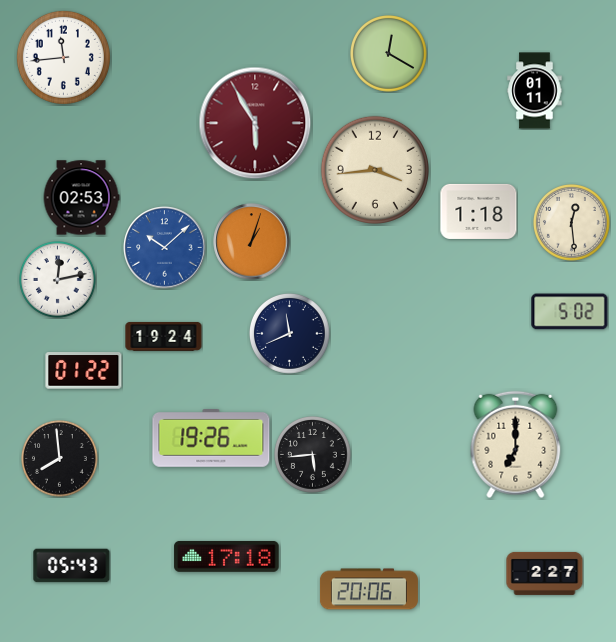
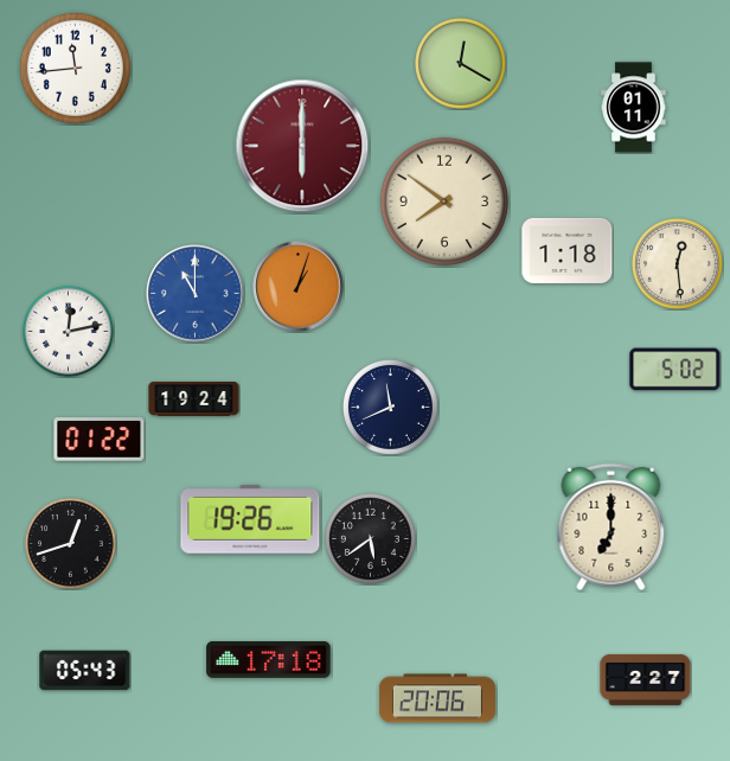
clock at (255, 123): 5:55 -> 6:00
clock at (375, 170): 3:44 -> 7:51
clock at (81, 198): 02:53 -> none
clock at (165, 248): 10:08 -> 11:00
clock at (289, 333) position: (289, 333) -> (390, 407)
clock at (313, 455): 5:44 -> 5:39
clock at (60, 459): 7:59 -> 12:42
